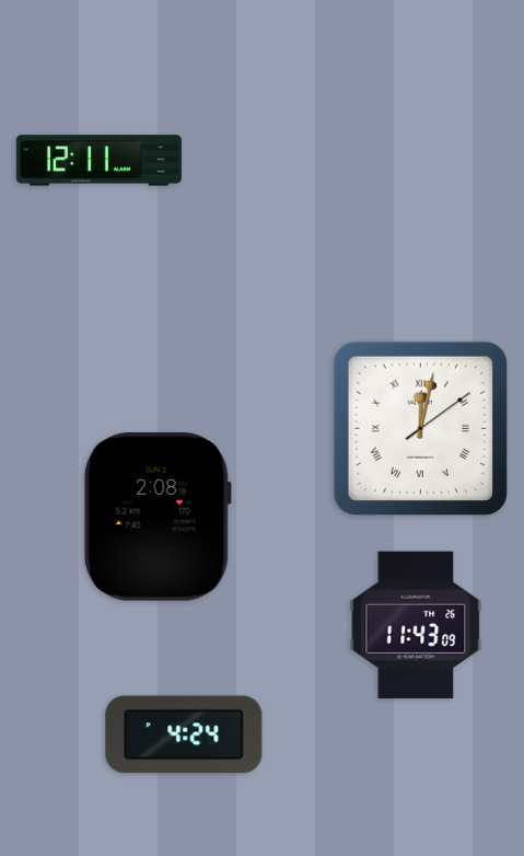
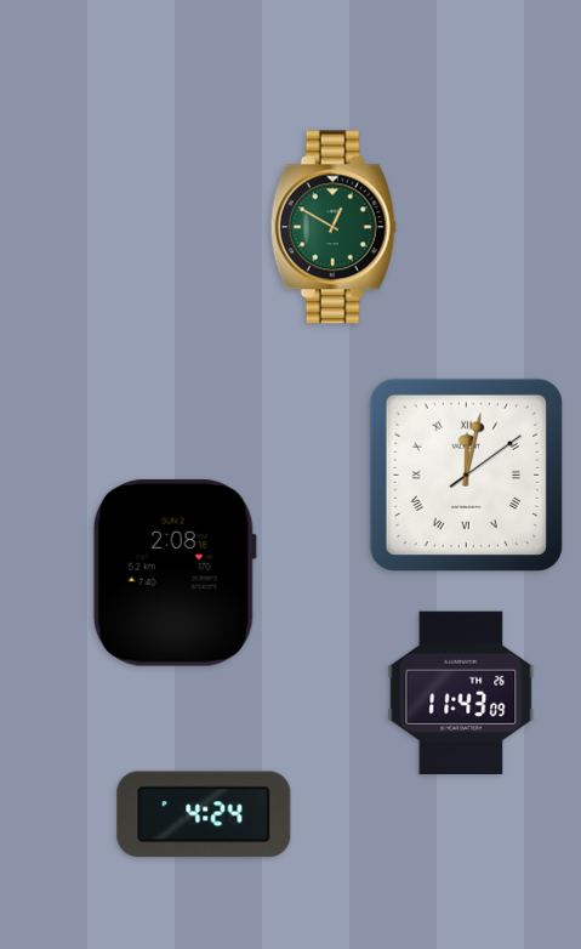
clock at (98, 161): 12:11 -> none
clock at (334, 227): none -> 12:50
